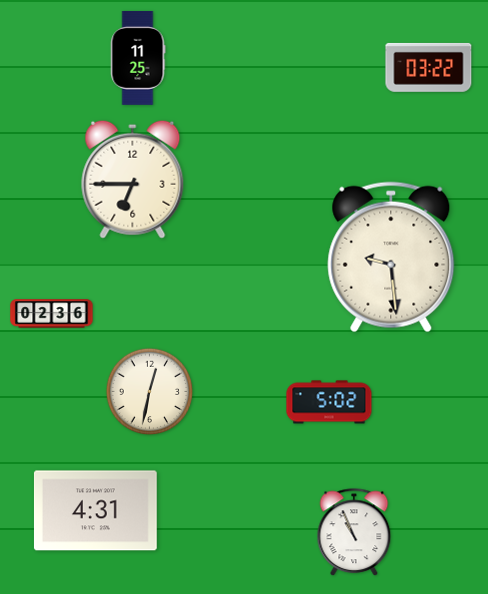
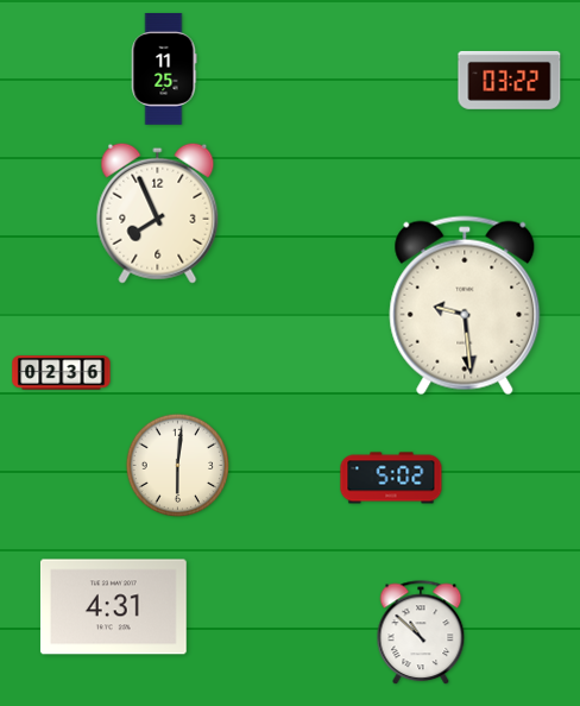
clock at (133, 179): 6:45 -> 7:56
clock at (150, 392): 12:32 -> 6:01
clock at (354, 533): 10:56 -> 10:52
